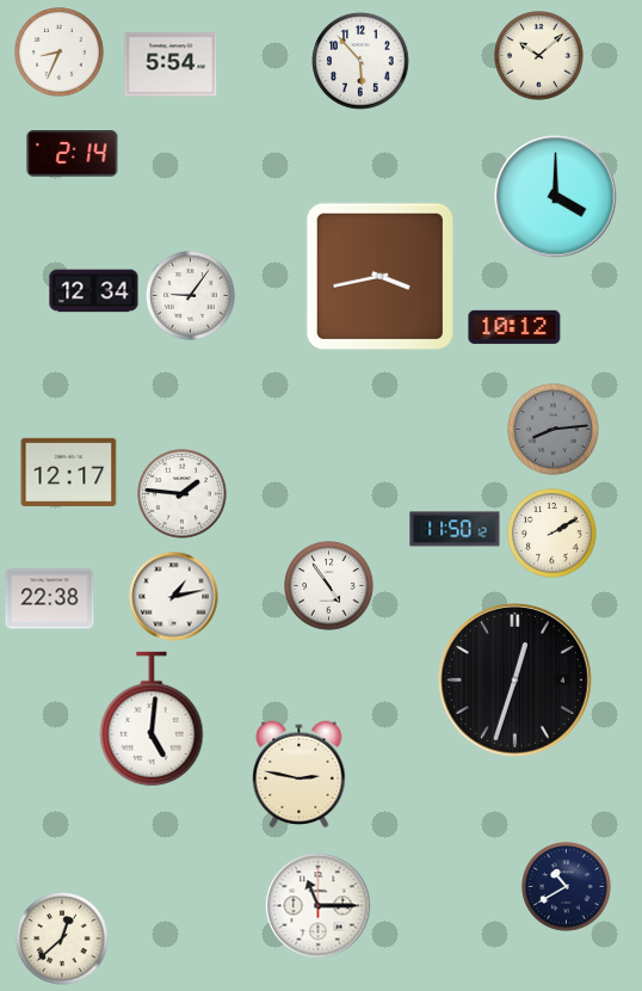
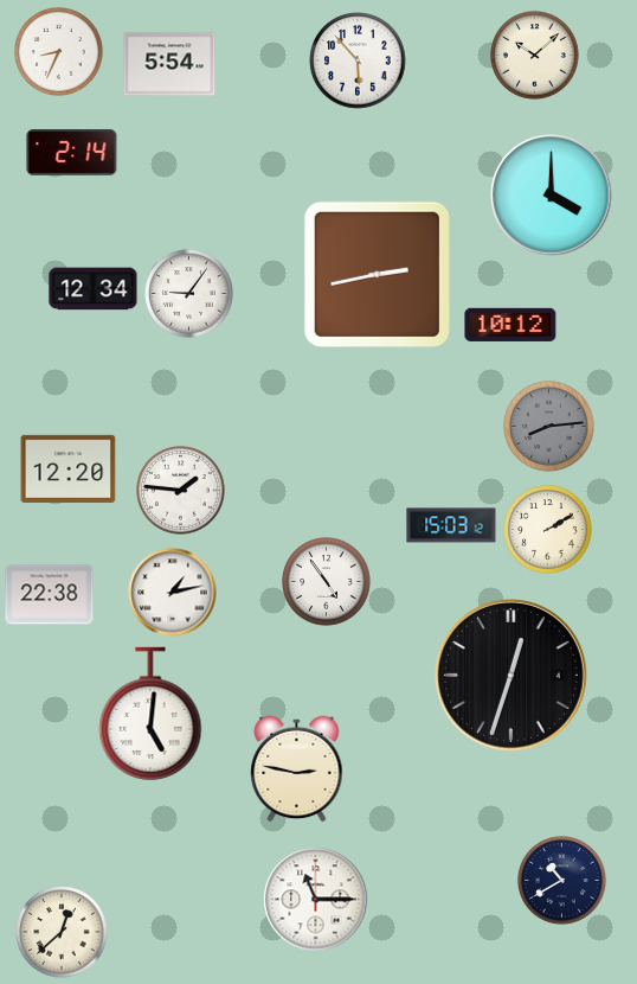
clock at (379, 276): 3:43 -> 2:43
clock at (69, 472): 12:17 -> 12:20
clock at (455, 529): 11:50 -> 15:03
